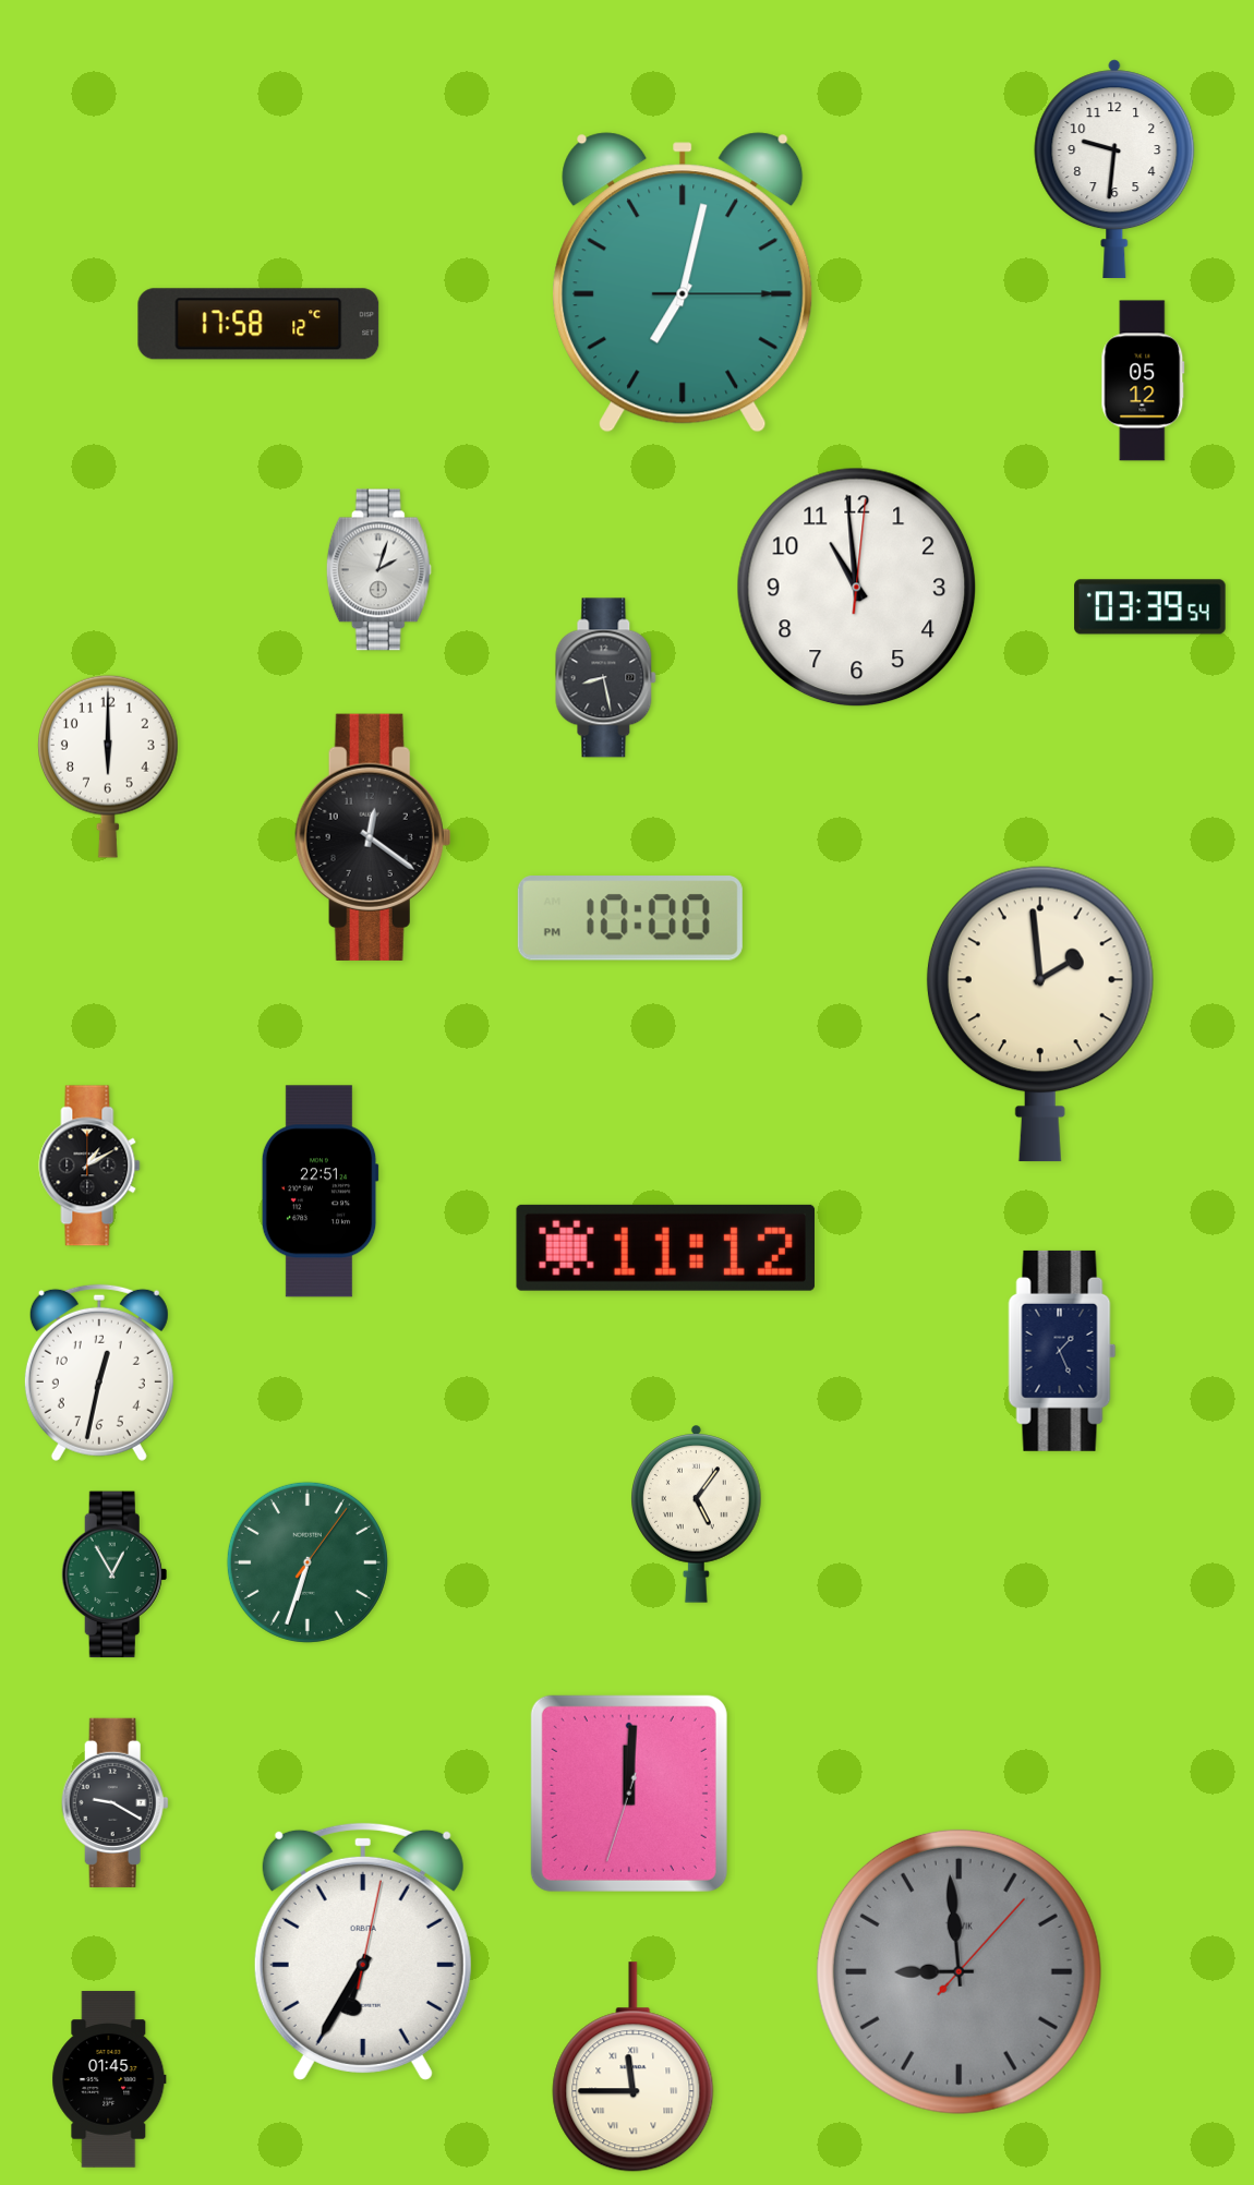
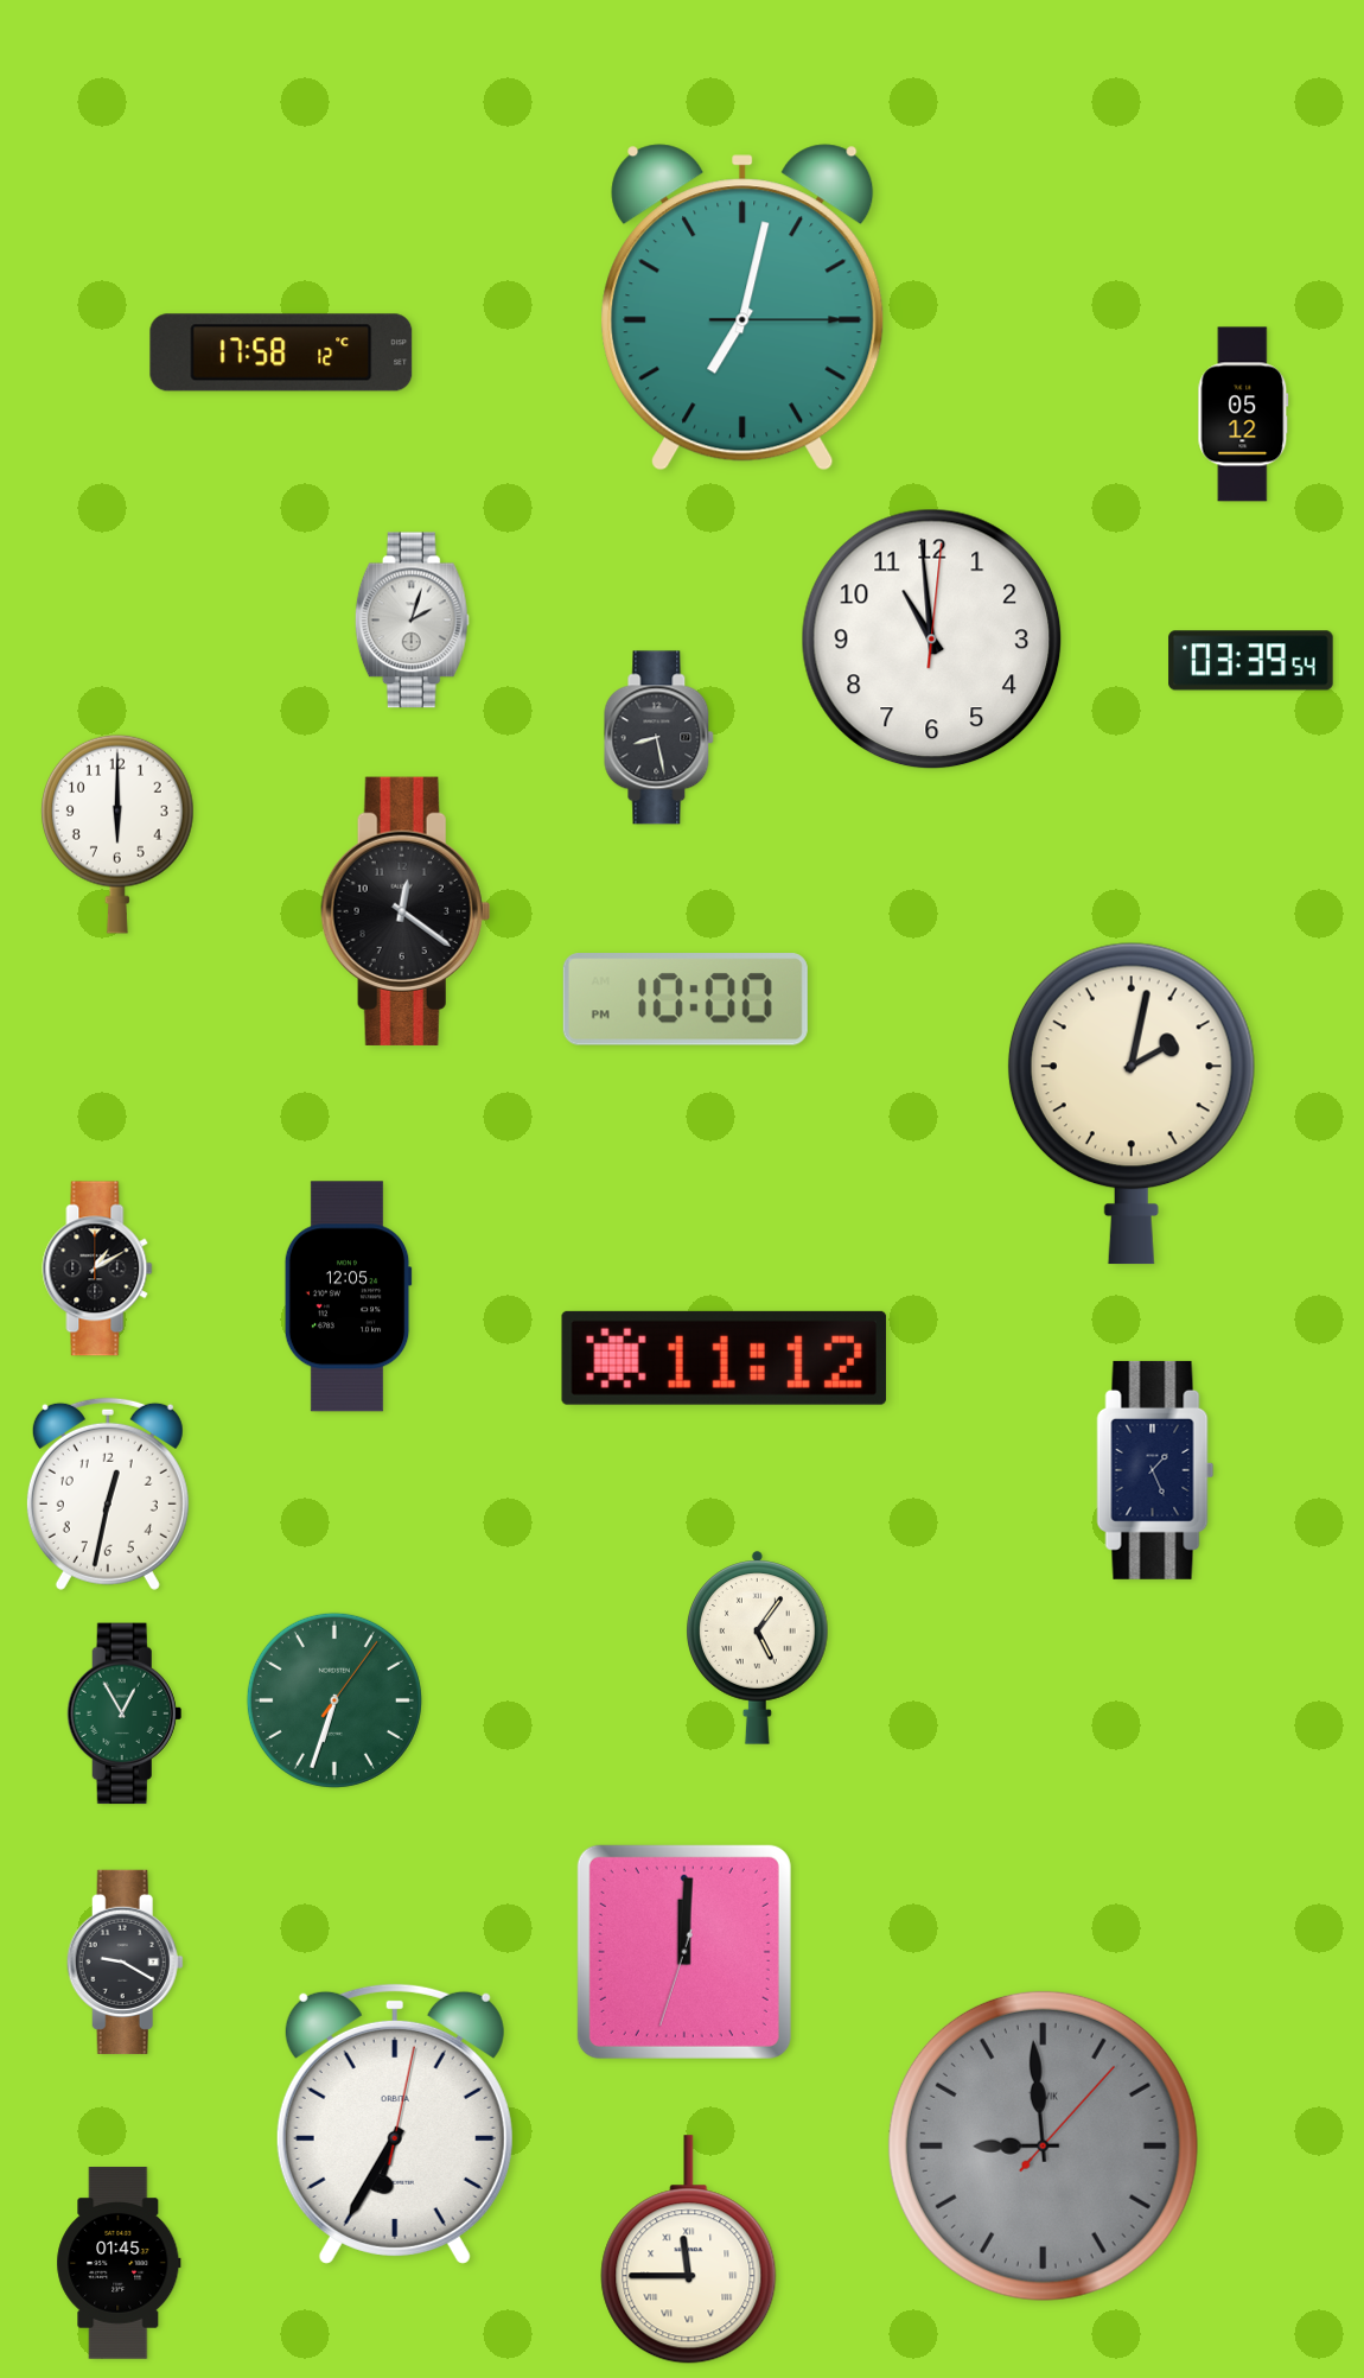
clock at (1114, 169): 9:31 -> none
clock at (1040, 1014): 1:59 -> 2:02
clock at (319, 1192): 22:51 -> 12:05
